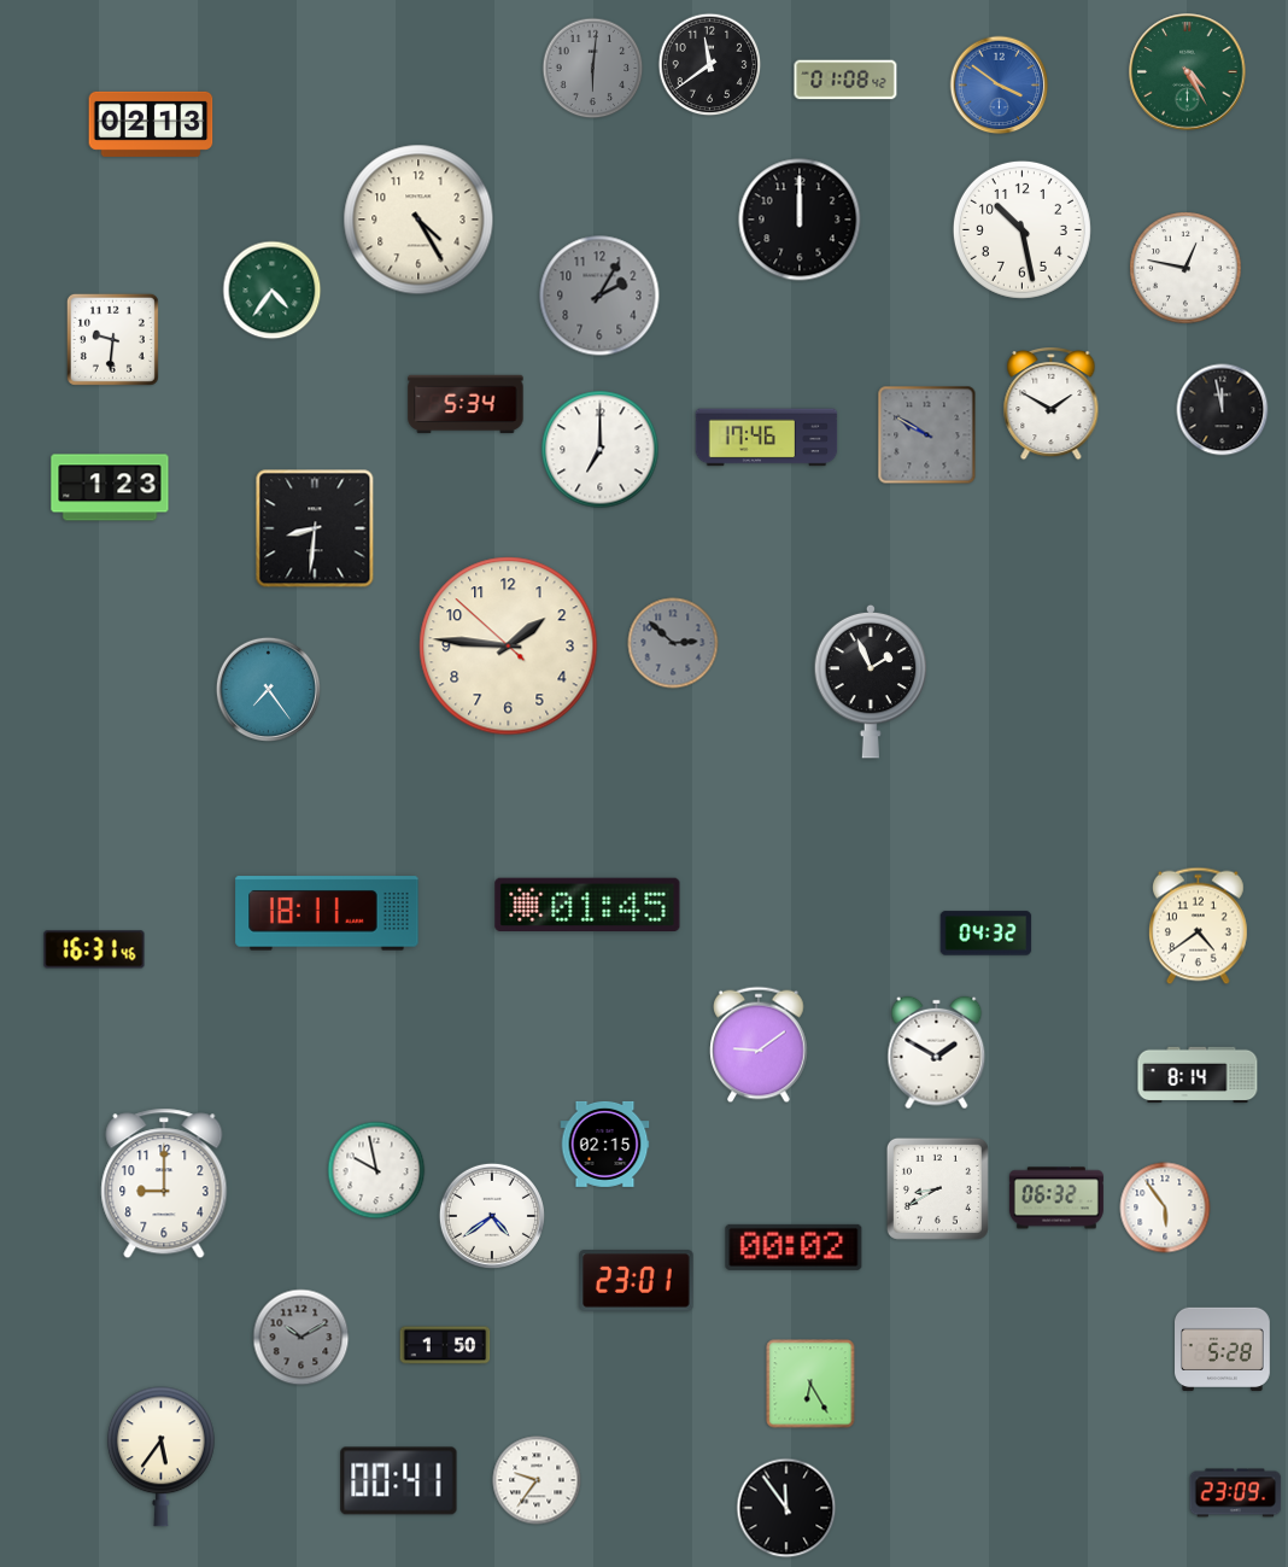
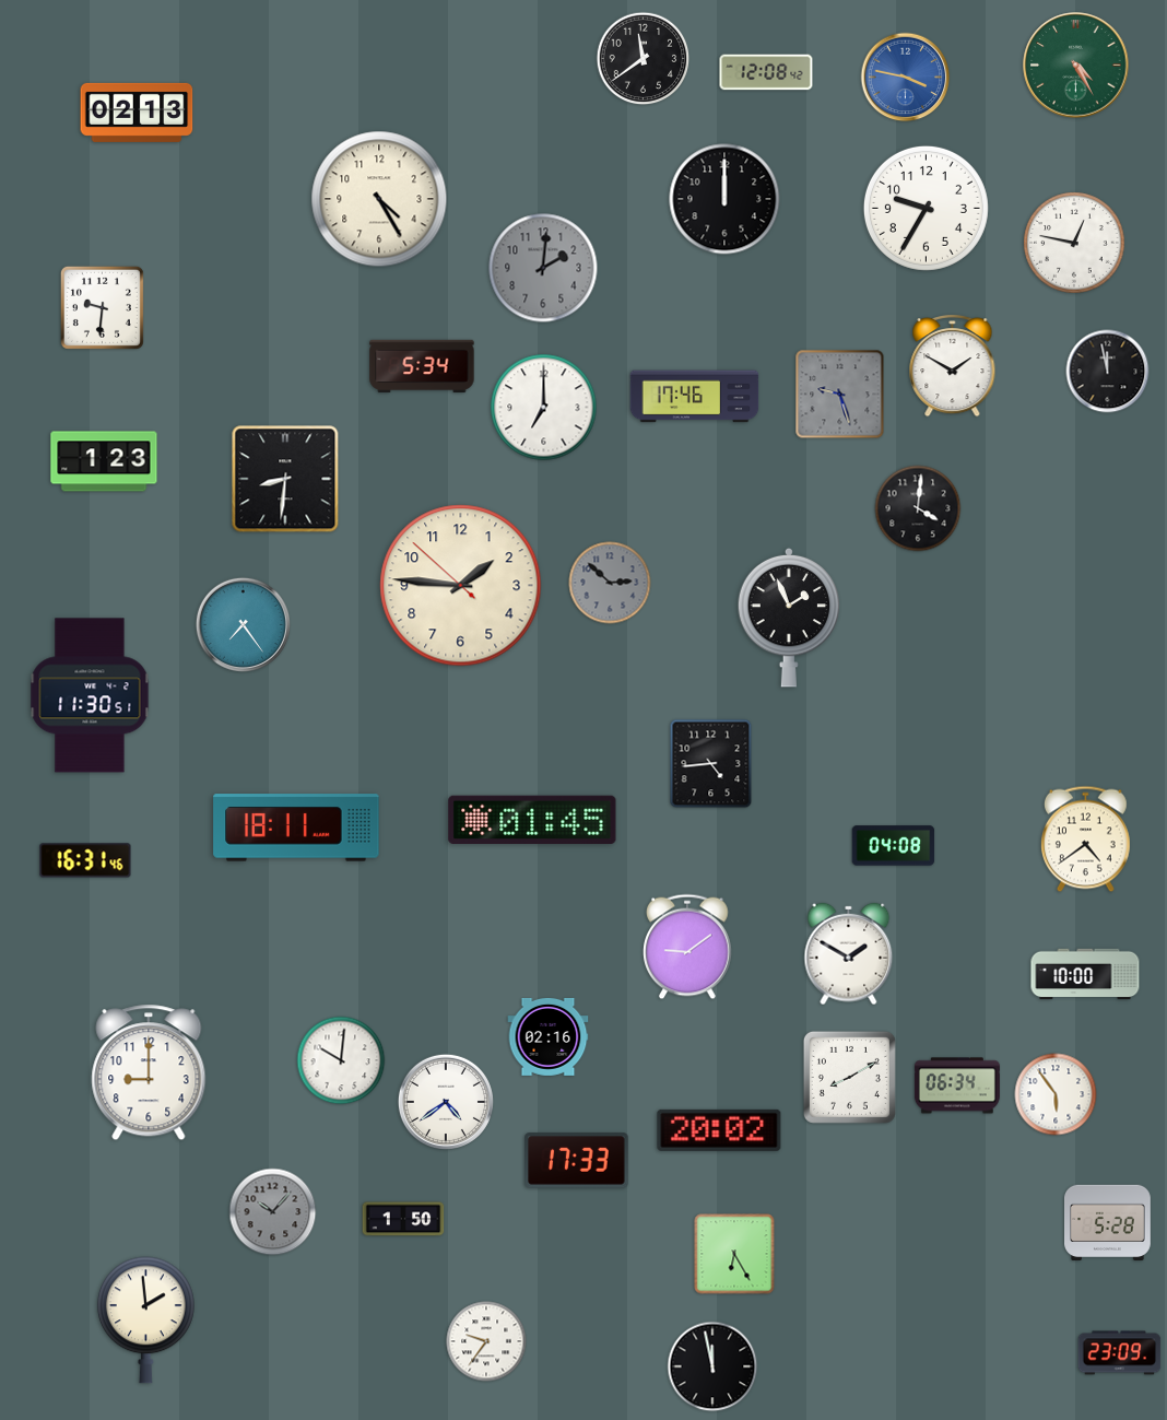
clock at (593, 69): 6:01 -> none
clock at (845, 80): 01:08 -> 12:08
clock at (1000, 86): 3:51 -> 3:47
clock at (1021, 229): 10:28 -> 9:35
clock at (273, 291): 4:36 -> none
clock at (599, 296): 2:05 -> 2:01
clock at (927, 435): 9:50 -> 9:27
clock at (110, 487) position: (110, 487) -> (104, 461)
clock at (918, 508): none -> 4:01
clock at (90, 695): none -> 11:30
clock at (711, 764): none -> 4:44
clock at (987, 934): 04:32 -> 04:08
clock at (1198, 1075): 8:14 -> 10:00
clock at (605, 1144): 02:15 -> 02:16
clock at (376, 1170): 9:58 -> 10:01
clock at (937, 1188): 8:40 -> 8:10
clock at (1056, 1198): 06:32 -> 06:34
clock at (794, 1247): 00:02 -> 20:02
clock at (637, 1281): 23:01 -> 17:33
clock at (301, 1338): 10:10 -> 10:07
clock at (160, 1457): 5:36 -> 1:59
clock at (399, 1481): 00:41 -> none
clock at (786, 1508): 11:54 -> 11:58
